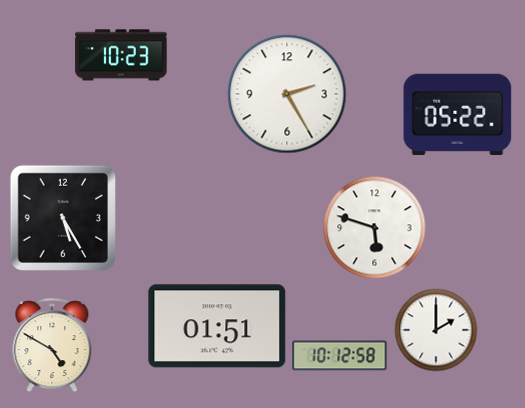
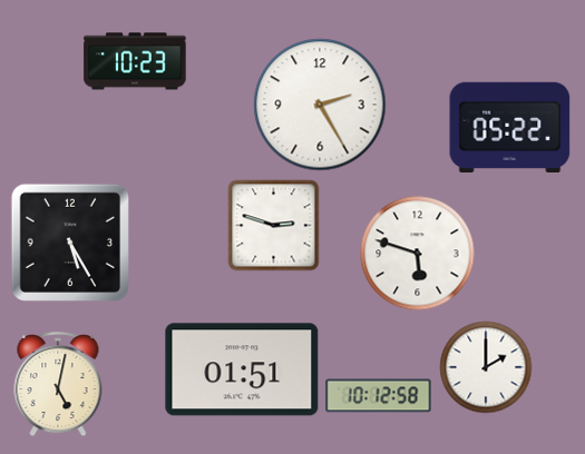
clock at (274, 226): none -> 2:48
clock at (217, 326) position: (217, 326) -> (242, 369)
clock at (52, 346): 4:50 -> 5:02
